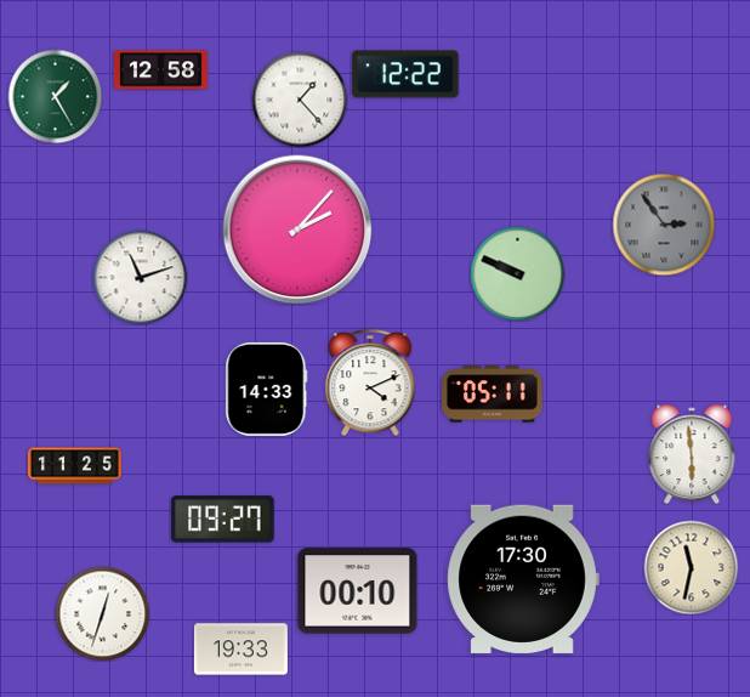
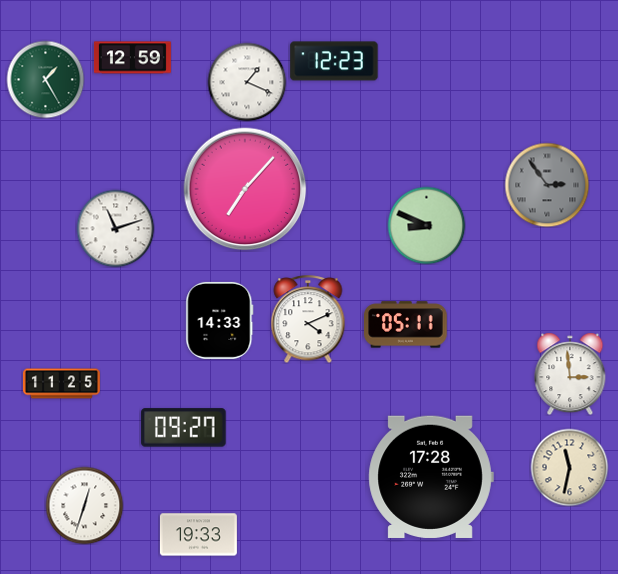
clock at (160, 70): 12:58 -> 12:59
clock at (405, 74): 12:22 -> 12:23
clock at (300, 100): 1:23 -> 1:19
clock at (297, 229): 2:07 -> 7:07
clock at (517, 273): 9:49 -> 8:49
clock at (370, 382) position: (370, 382) -> (308, 319)
clock at (692, 454): 5:59 -> 2:59
clock at (523, 579): 17:30 -> 17:28
clock at (358, 591): 00:10 -> none
